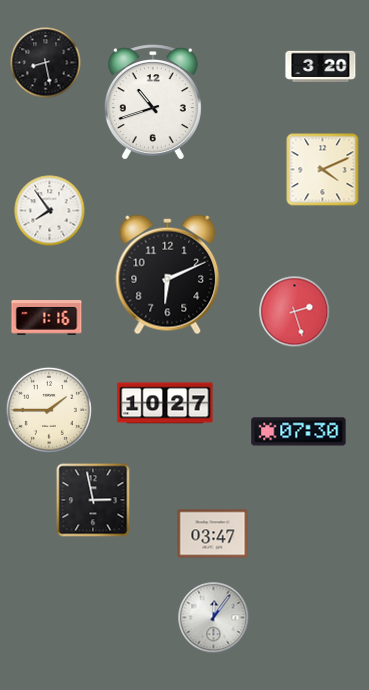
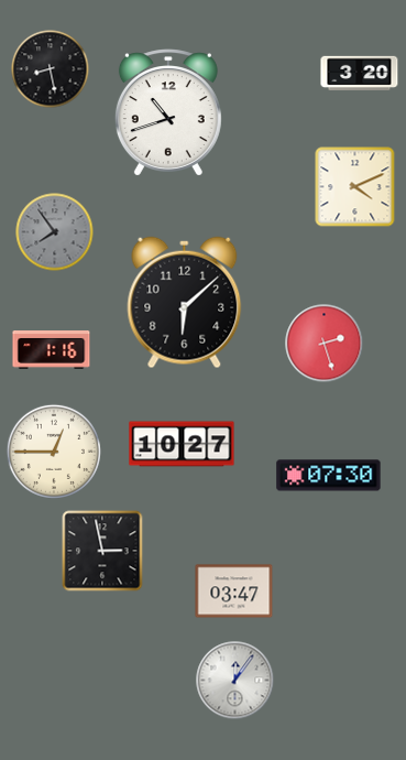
clock at (321, 66) position: (321, 66) -> (360, 73)
clock at (50, 211) dial: white -> grey
clock at (168, 275): 6:11 -> 6:08
clock at (49, 410): 1:45 -> 12:45
clock at (213, 534) position: (213, 534) -> (234, 591)
